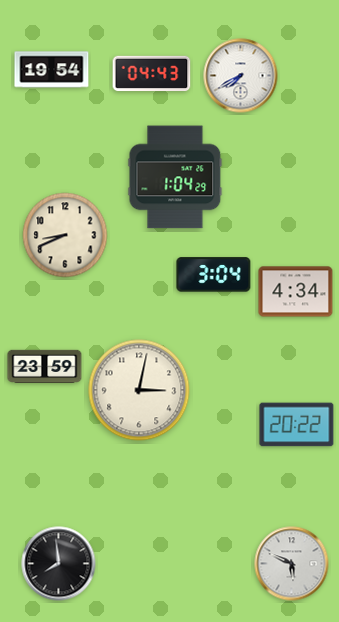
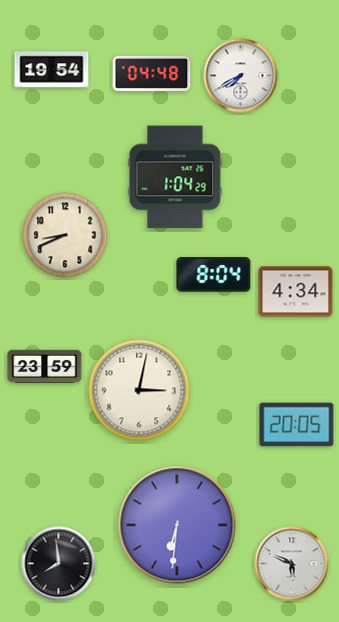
clock at (152, 74): 04:43 -> 04:48
clock at (214, 275): 3:04 -> 8:04
clock at (297, 425): 20:22 -> 20:05
clock at (177, 525): none -> 6:31
